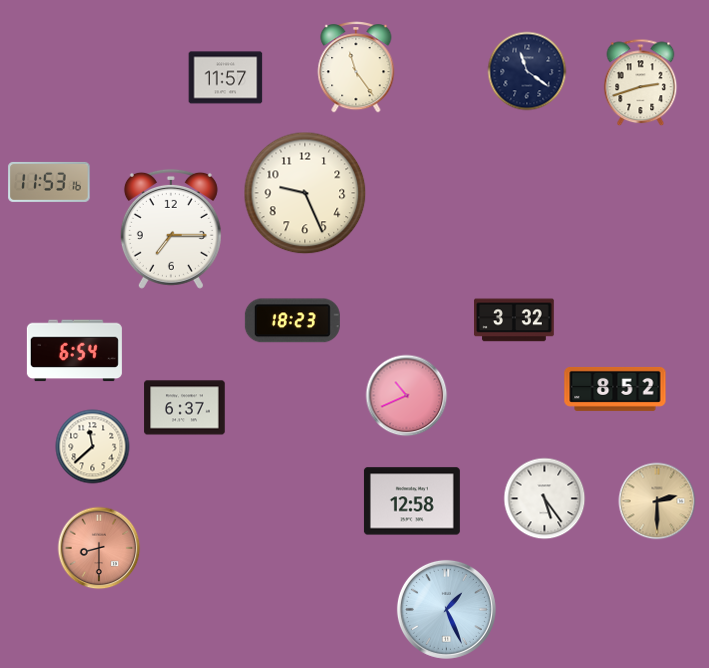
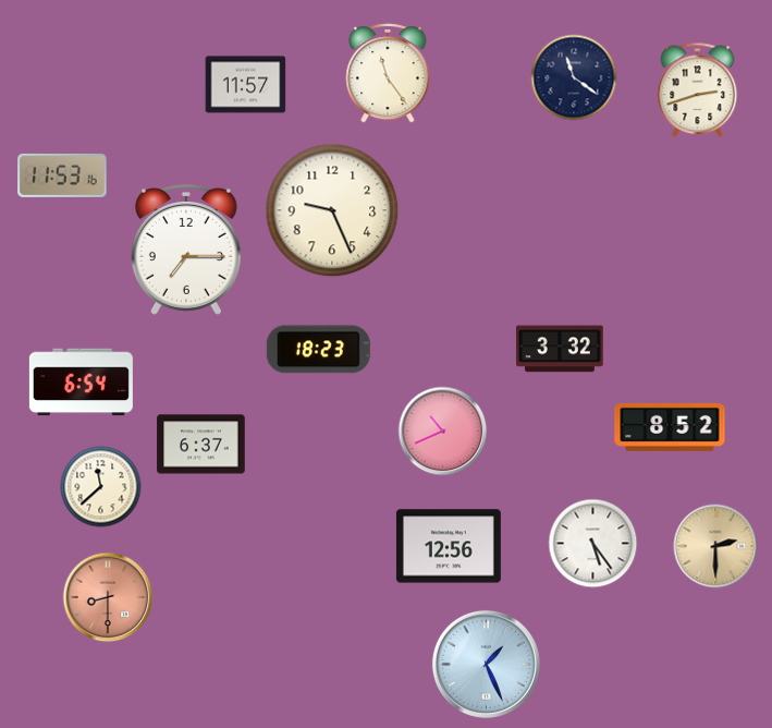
clock at (49, 182) position: (49, 182) -> (62, 175)
clock at (615, 389) position: (615, 389) -> (670, 427)
clock at (412, 501): 12:58 -> 12:56
